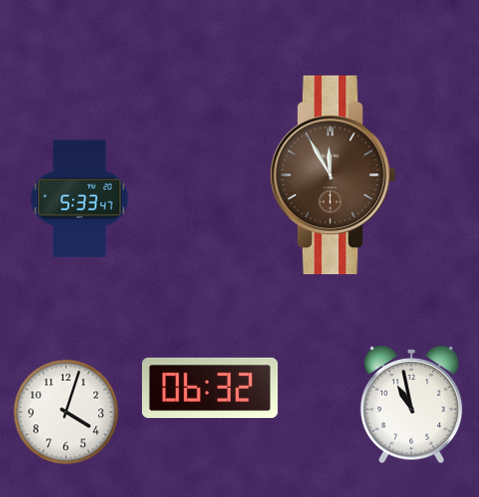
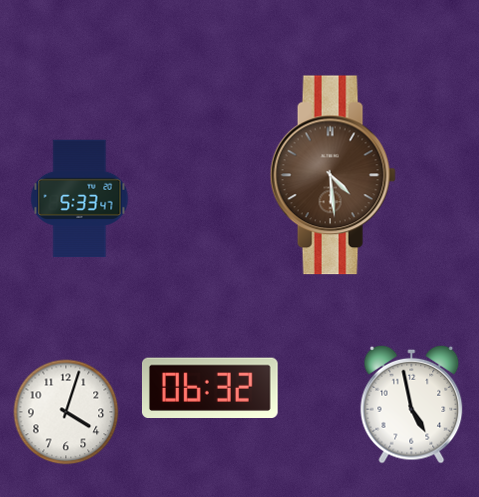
clock at (333, 175): 11:55 -> 4:29
clock at (412, 404): 10:58 -> 4:58
